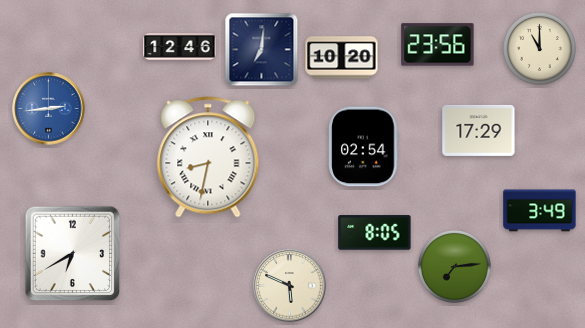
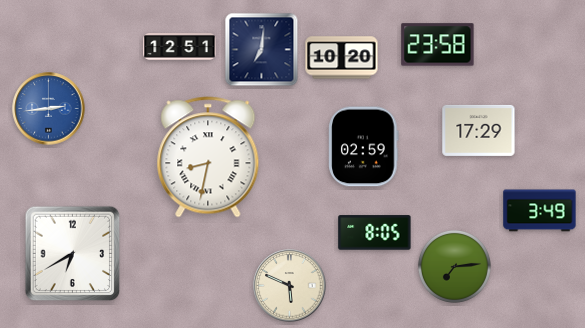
clock at (438, 45): 23:56 -> 23:58
clock at (180, 47): 12:46 -> 12:51
clock at (539, 48): 11:00 -> none
clock at (364, 147): 02:54 -> 02:59
